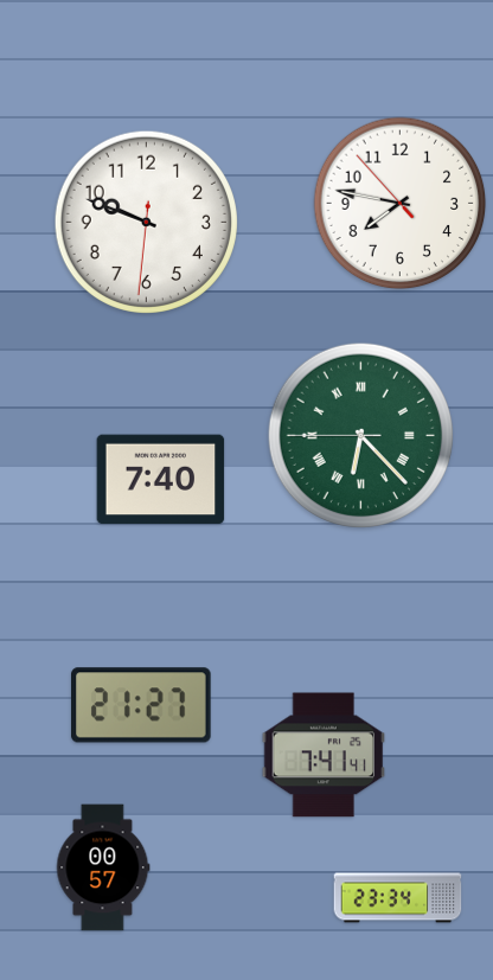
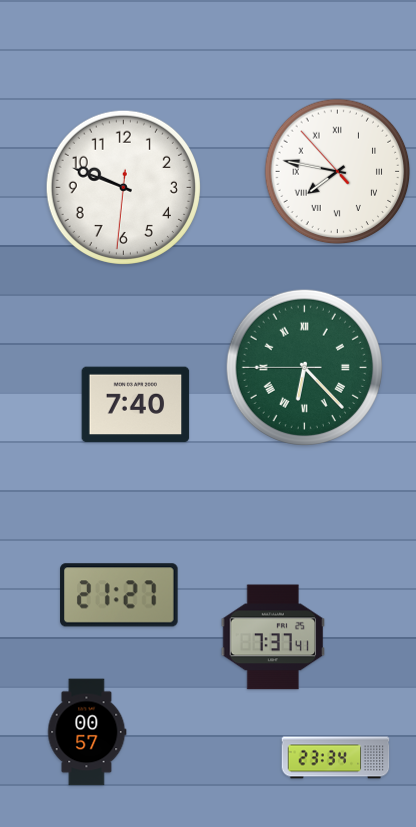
clock at (401, 204) numerals: Arabic -> Roman
clock at (324, 755): 7:41 -> 7:37
